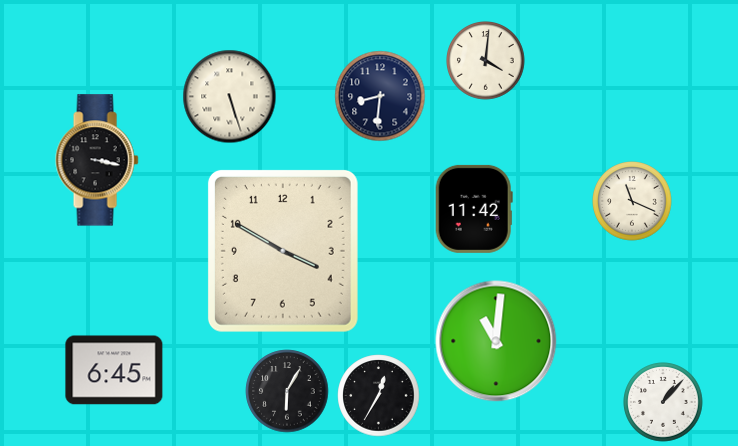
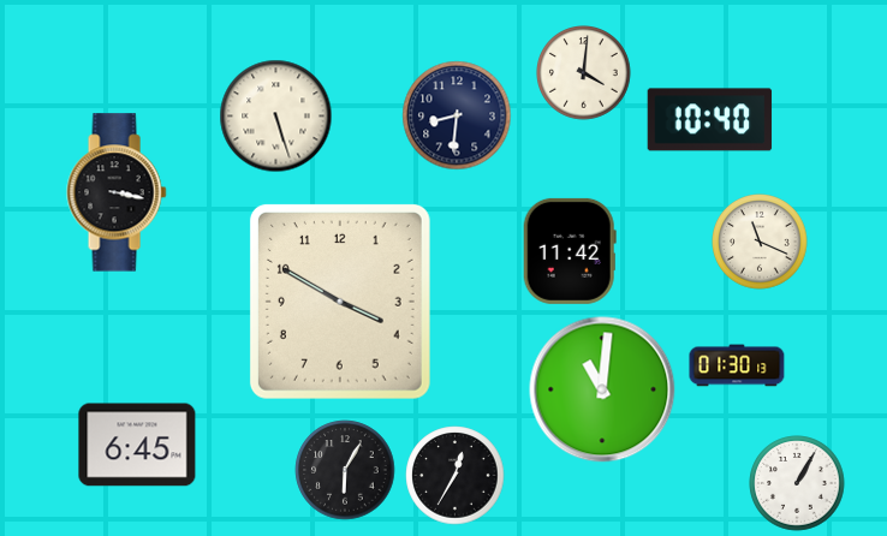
clock at (710, 120): none -> 10:40
clock at (737, 365): none -> 01:30
clock at (496, 341) position: (496, 341) -> (602, 389)
clock at (663, 402): 1:07 -> 1:05
